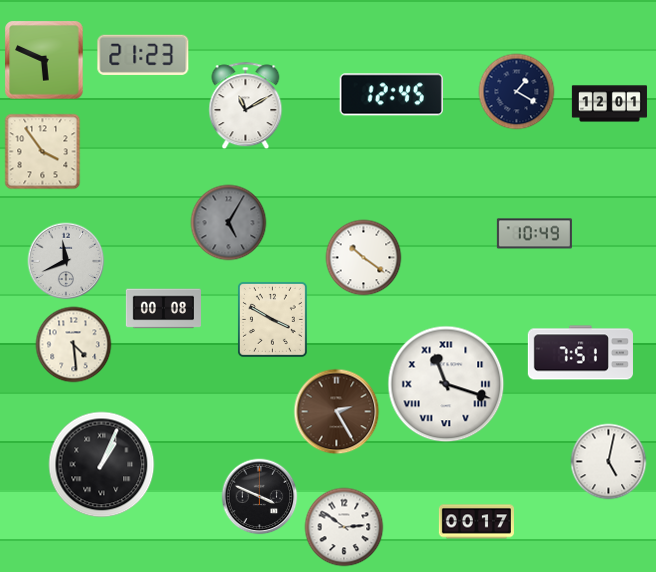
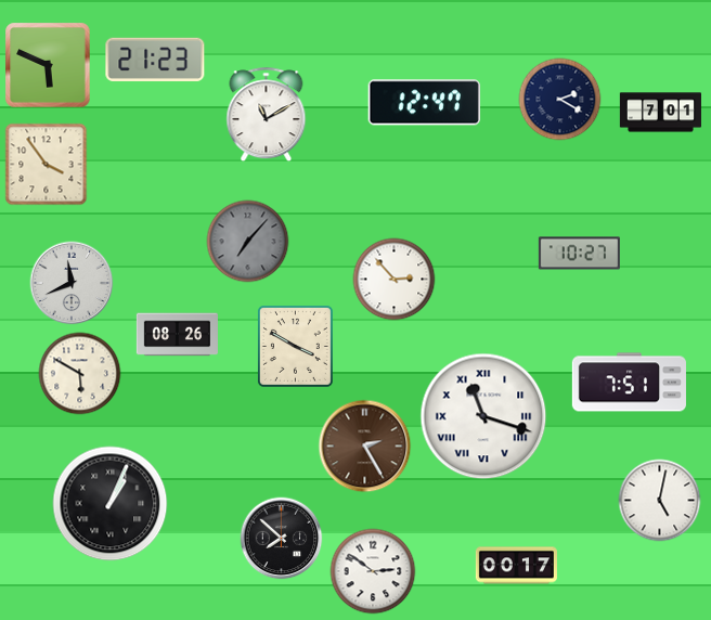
clock at (517, 92): 1:20 -> 2:20
clock at (391, 95): 12:45 -> 12:47
clock at (609, 104): 12:01 -> 7:01
clock at (229, 223): 5:05 -> 7:07
clock at (534, 234): 10:49 -> 10:27
clock at (364, 258): 10:21 -> 2:53
clock at (163, 309): 00:08 -> 08:26
clock at (74, 345): 4:29 -> 5:50
clock at (260, 497): 3:49 -> 7:52
